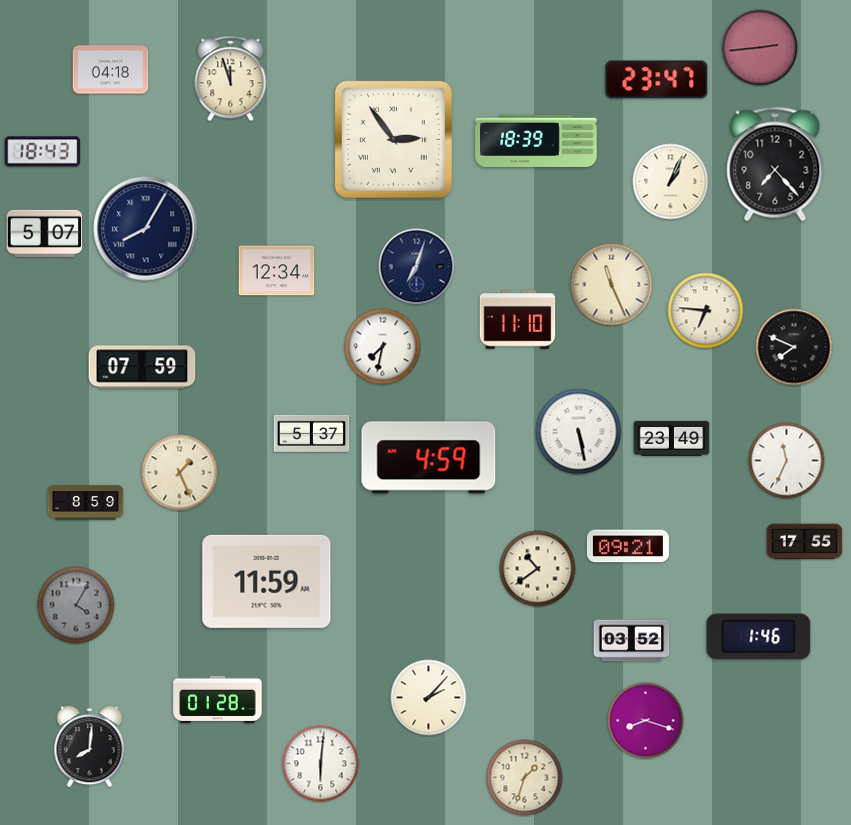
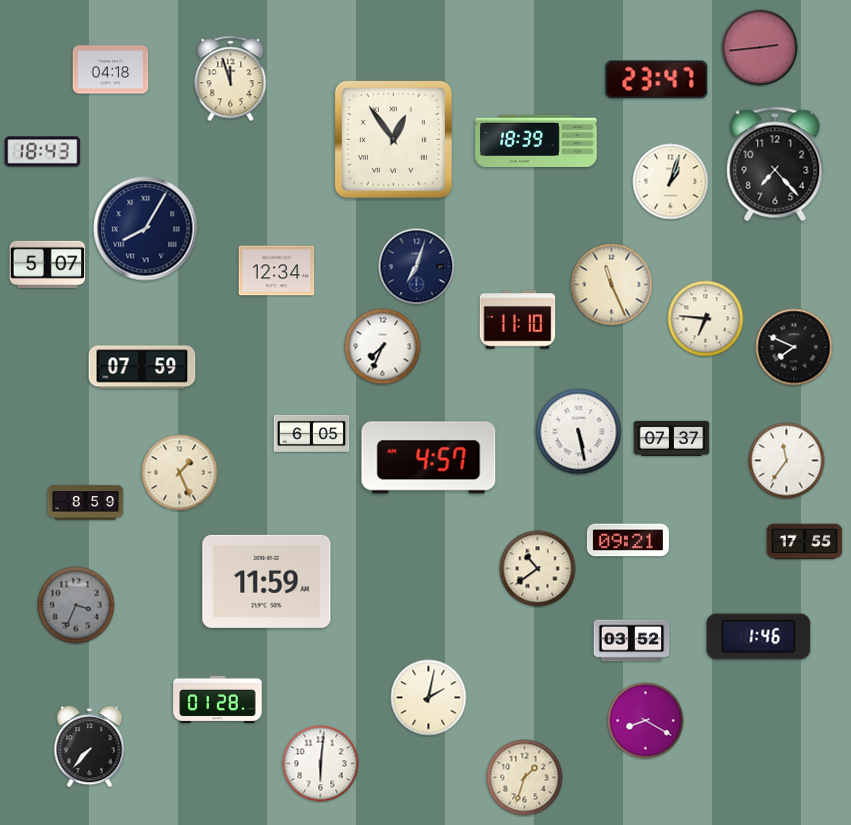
clock at (393, 139): 2:54 -> 12:54
clock at (671, 182): 1:04 -> 1:03
clock at (45, 233) position: (45, 233) -> (48, 264)
clock at (706, 311) position: (706, 311) -> (706, 319)
clock at (383, 347): 7:32 -> 7:34
clock at (312, 433): 5:37 -> 6:05
clock at (672, 438): 23:49 -> 07:37
clock at (429, 458): 4:59 -> 4:57
clock at (787, 461): 11:34 -> 11:36
clock at (628, 546) position: (628, 546) -> (628, 540)
clock at (76, 605): 4:05 -> 3:34
clock at (429, 698): 2:07 -> 2:02
clock at (646, 721): 8:18 -> 8:20
clock at (90, 747): 8:01 -> 7:37
